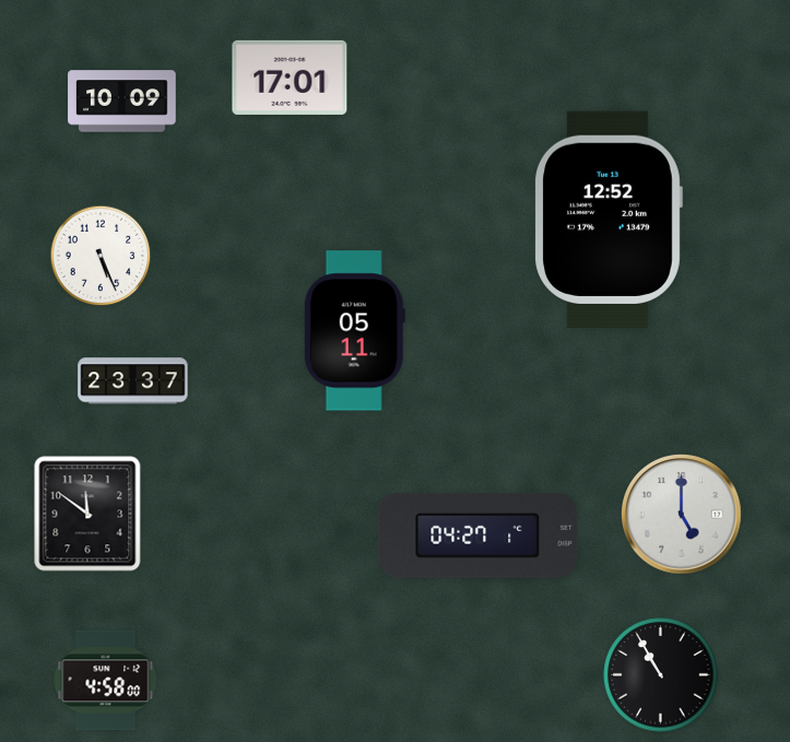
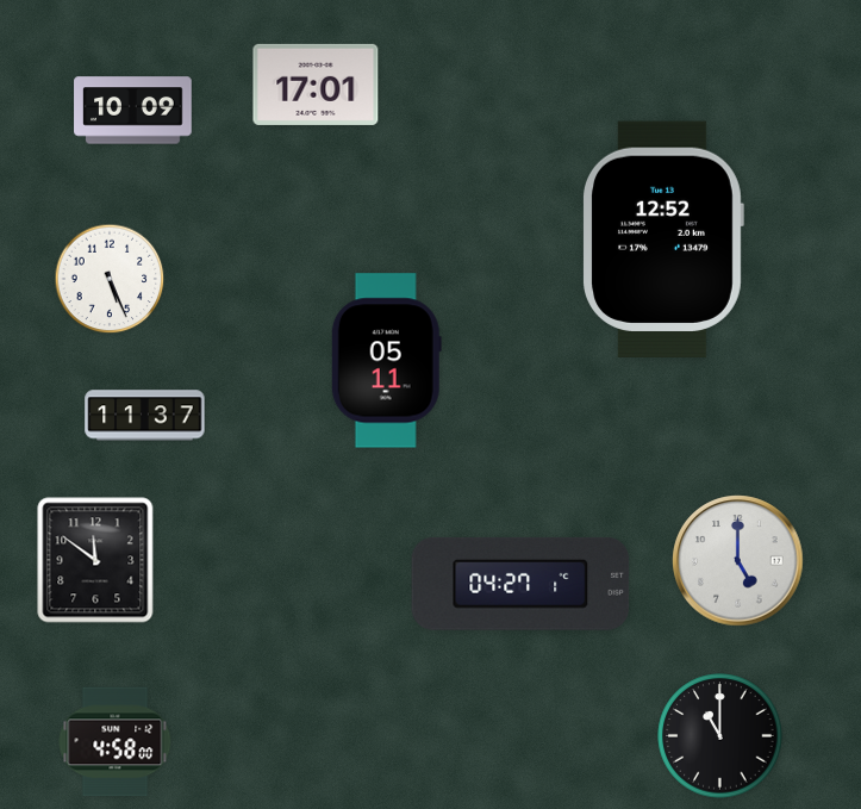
clock at (133, 381): 23:37 -> 11:37
clock at (682, 515) position: (682, 515) -> (738, 561)
clock at (661, 675): 10:55 -> 11:00
